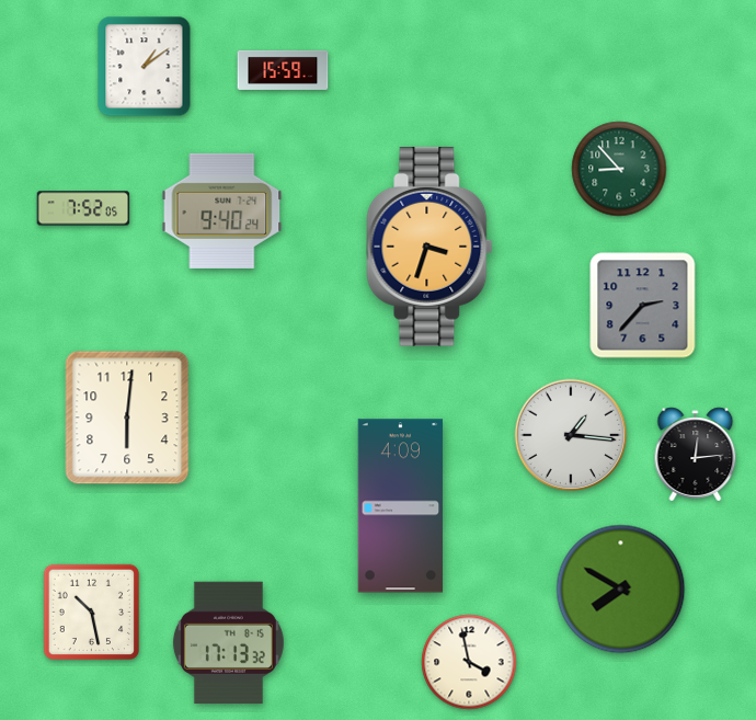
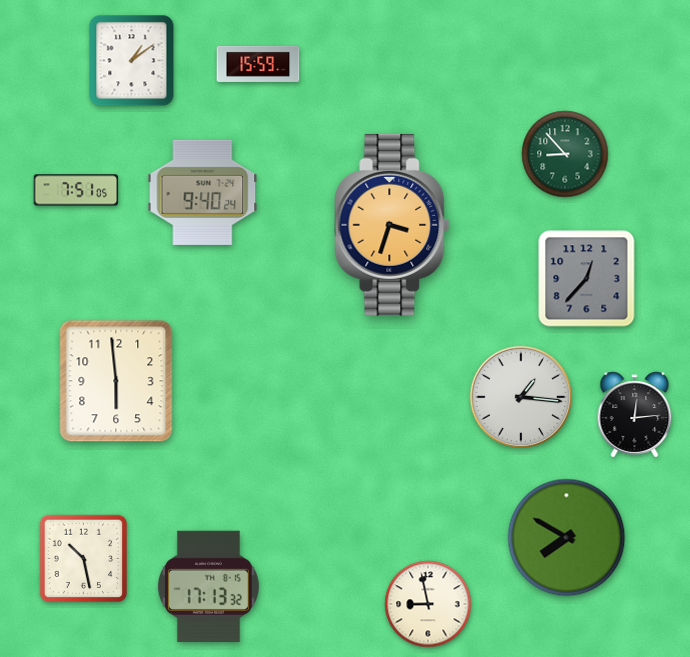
clock at (83, 208): 7:52 -> 7:51
clock at (643, 306): 2:37 -> 12:37
clock at (127, 418): 6:01 -> 5:59
clock at (401, 506): 4:09 -> none
clock at (469, 662): 3:58 -> 8:58
